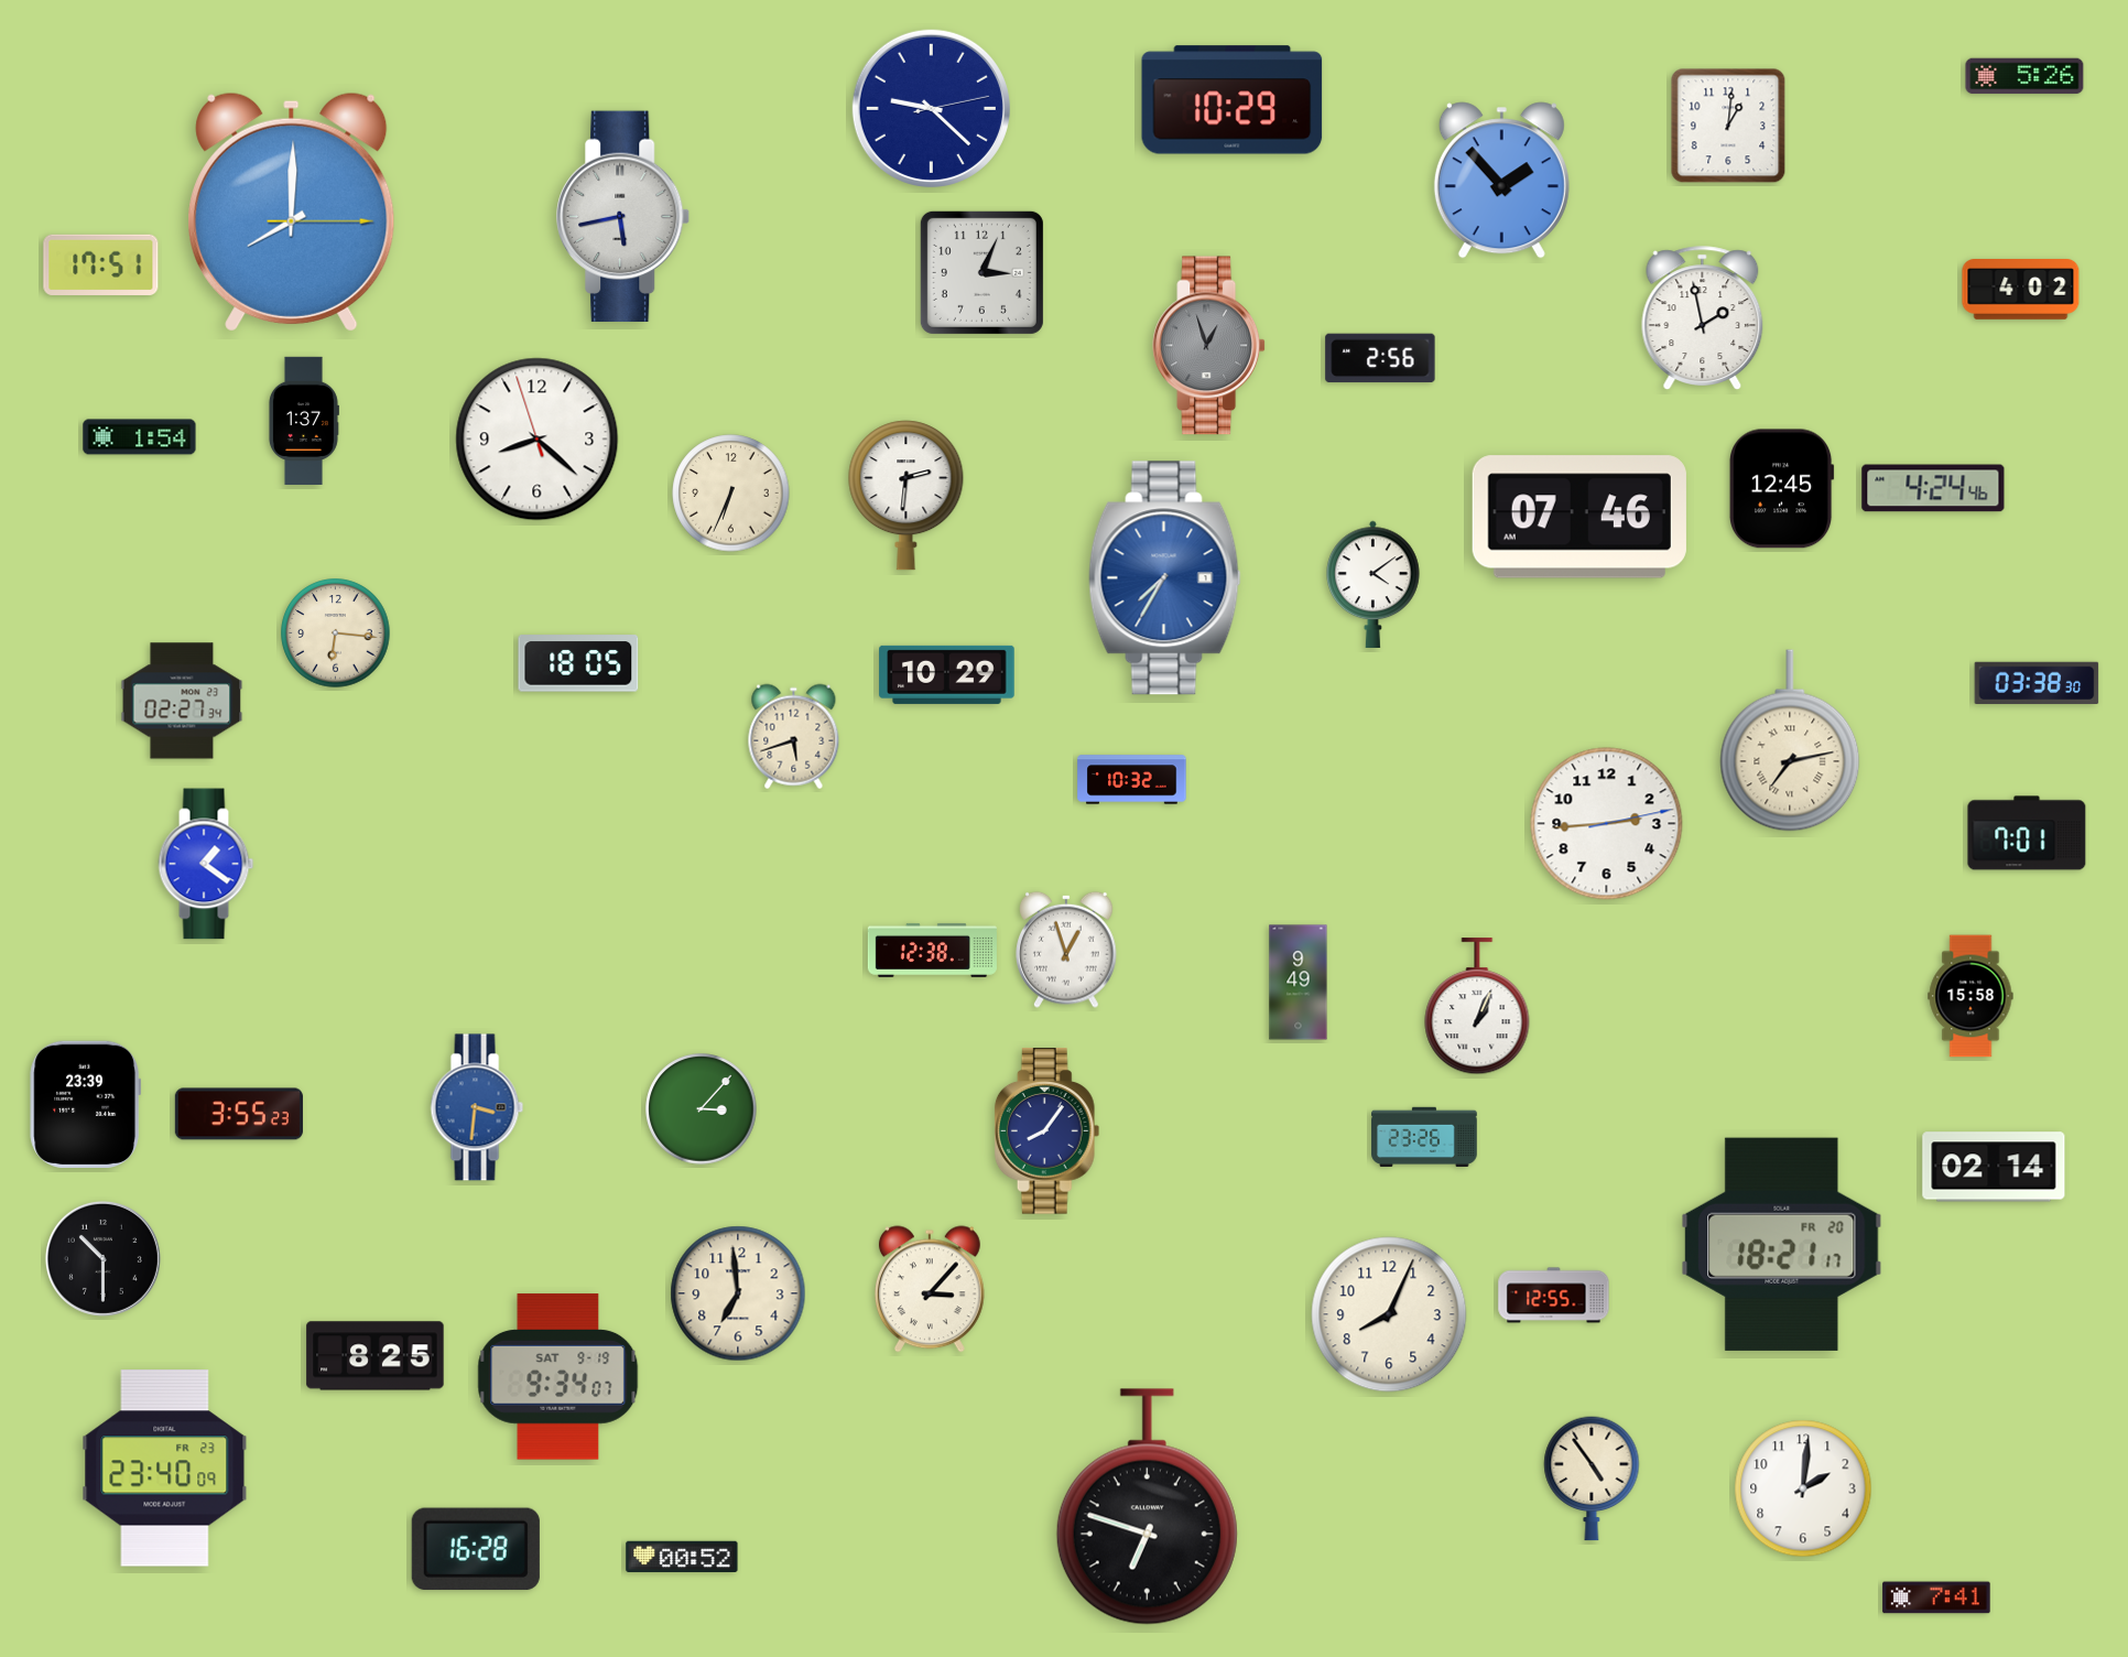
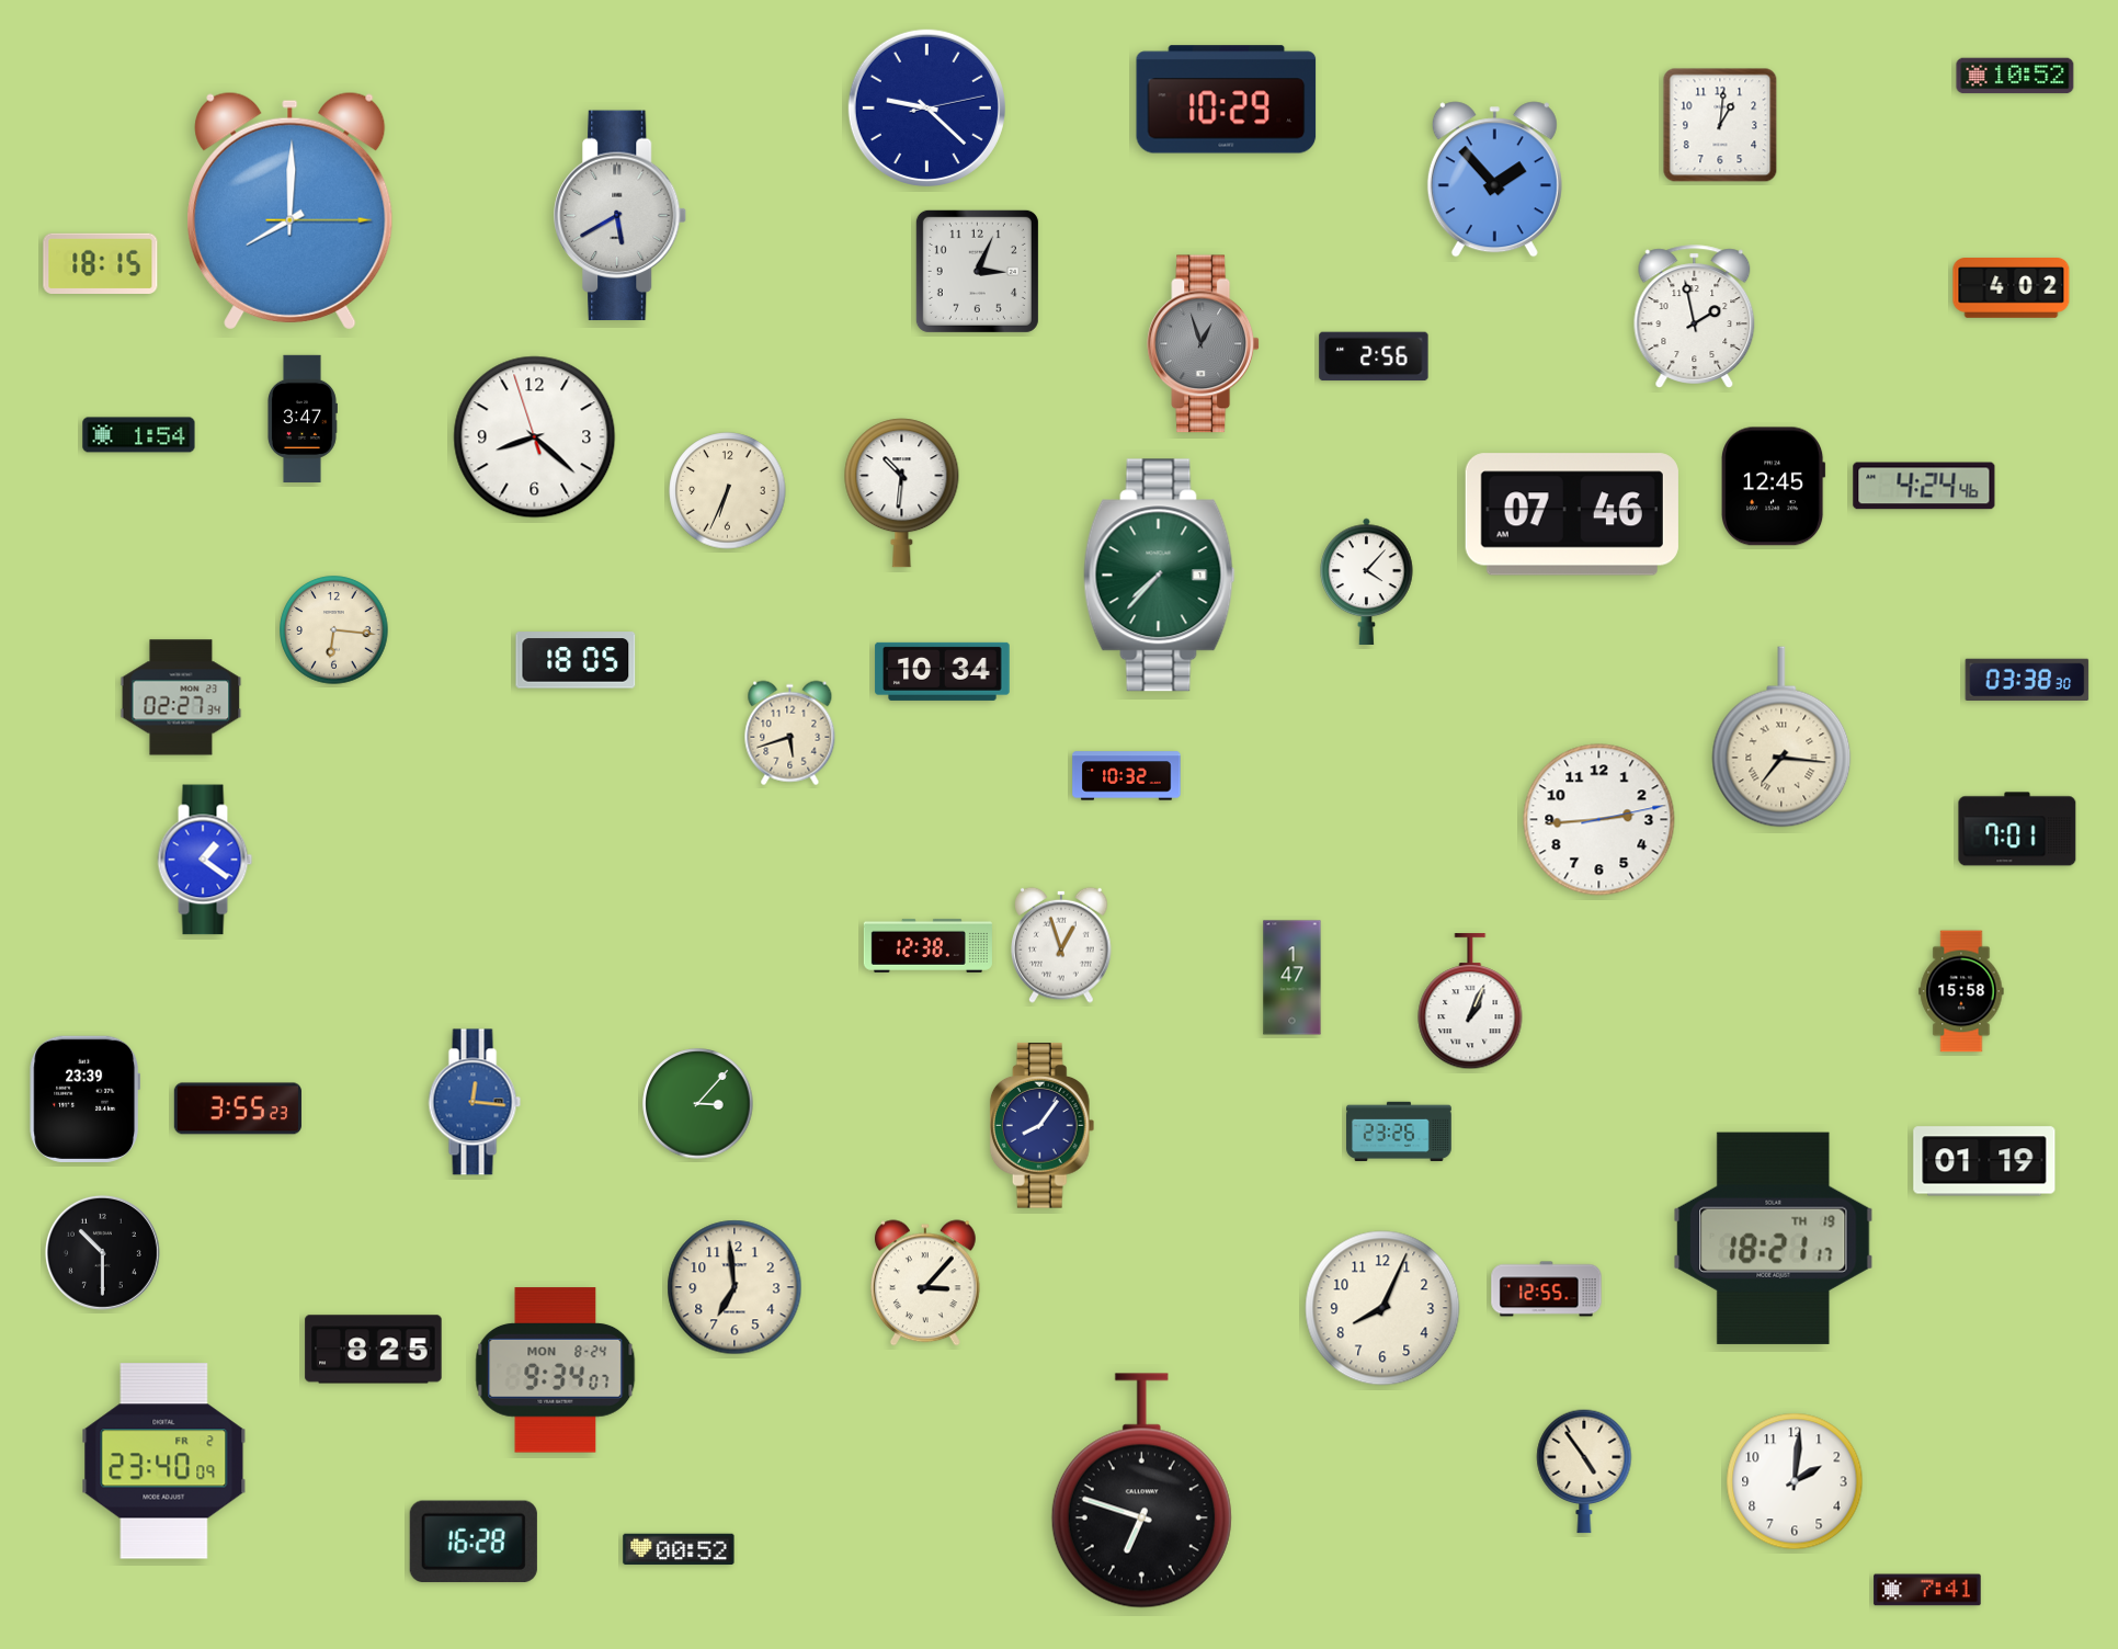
clock at (2024, 76): 5:26 -> 10:52
clock at (623, 217): 5:43 -> 5:40
clock at (101, 264): 17:51 -> 18:15
clock at (303, 420): 1:37 -> 3:47
clock at (906, 496): 2:31 -> 10:31
clock at (1165, 578): 7:35 -> 7:37
clock at (1165, 578) dial: blue -> green
clock at (1374, 584): 4:09 -> 4:07
clock at (947, 674): 10:29 -> 10:34
clock at (1790, 740): 7:13 -> 7:16
clock at (1299, 983): 9:49 -> 1:47
clock at (477, 1107): 3:31 -> 12:16
clock at (1424, 1136) position: (1424, 1136) -> (1399, 1130)
clock at (1994, 1167): 02:14 -> 01:19
clock at (1782, 1244) date: FR 20 -> TH 19
clock at (558, 1377) date: SAT 9-19 -> MON 8-24
clock at (165, 1469) date: FR 23 -> FR 2
clock at (1147, 1507) position: (1147, 1507) -> (1141, 1491)
